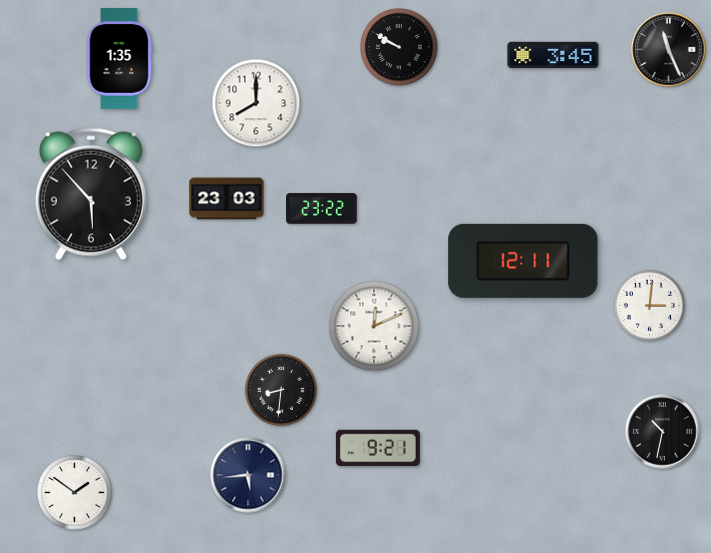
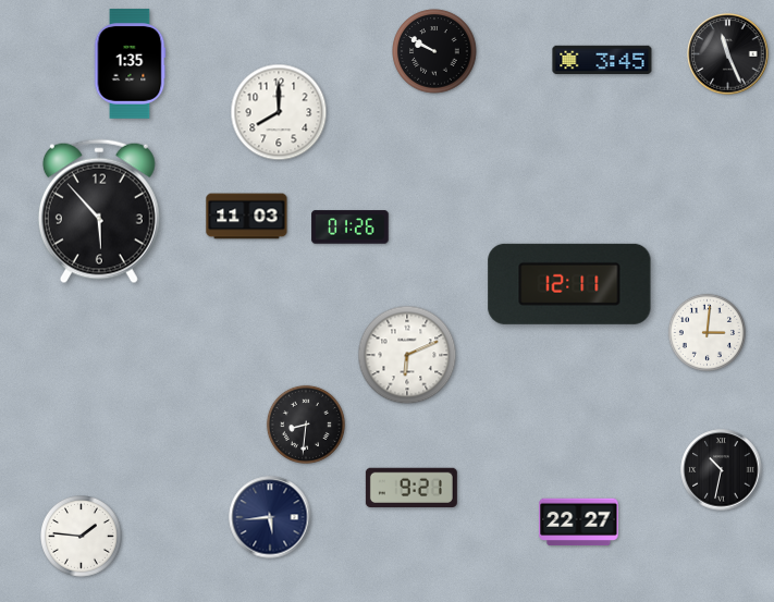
clock at (227, 199): 23:03 -> 11:03
clock at (322, 209): 23:22 -> 01:26
clock at (374, 326): 12:11 -> 6:11
clock at (579, 523): none -> 22:27
clock at (75, 493): 1:51 -> 1:46
